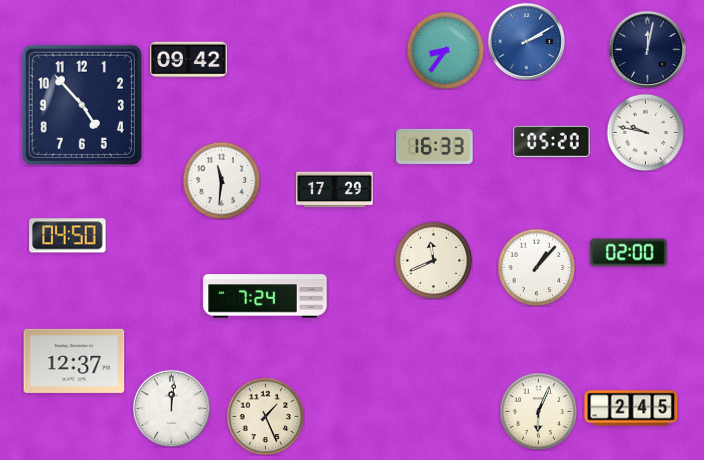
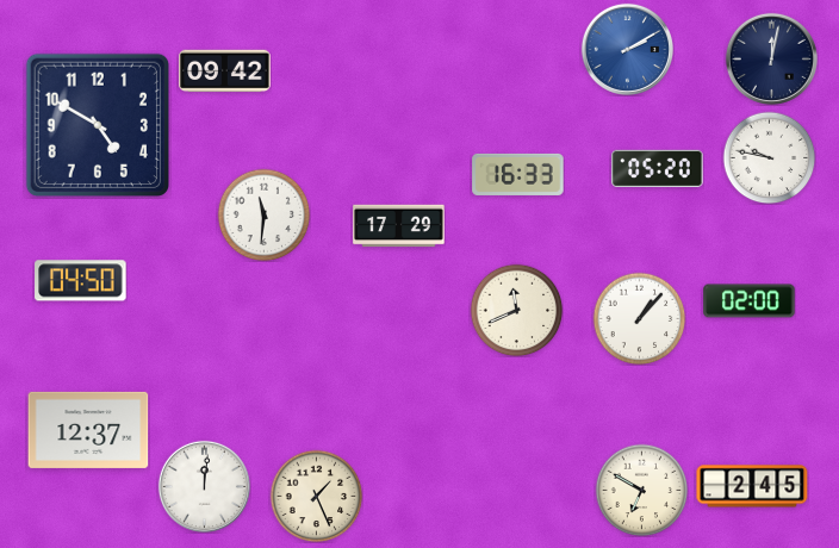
clock at (445, 50): 8:36 -> none
clock at (81, 104): 4:53 -> 4:50
clock at (265, 296): 7:24 -> none
clock at (538, 411): 6:04 -> 6:50
